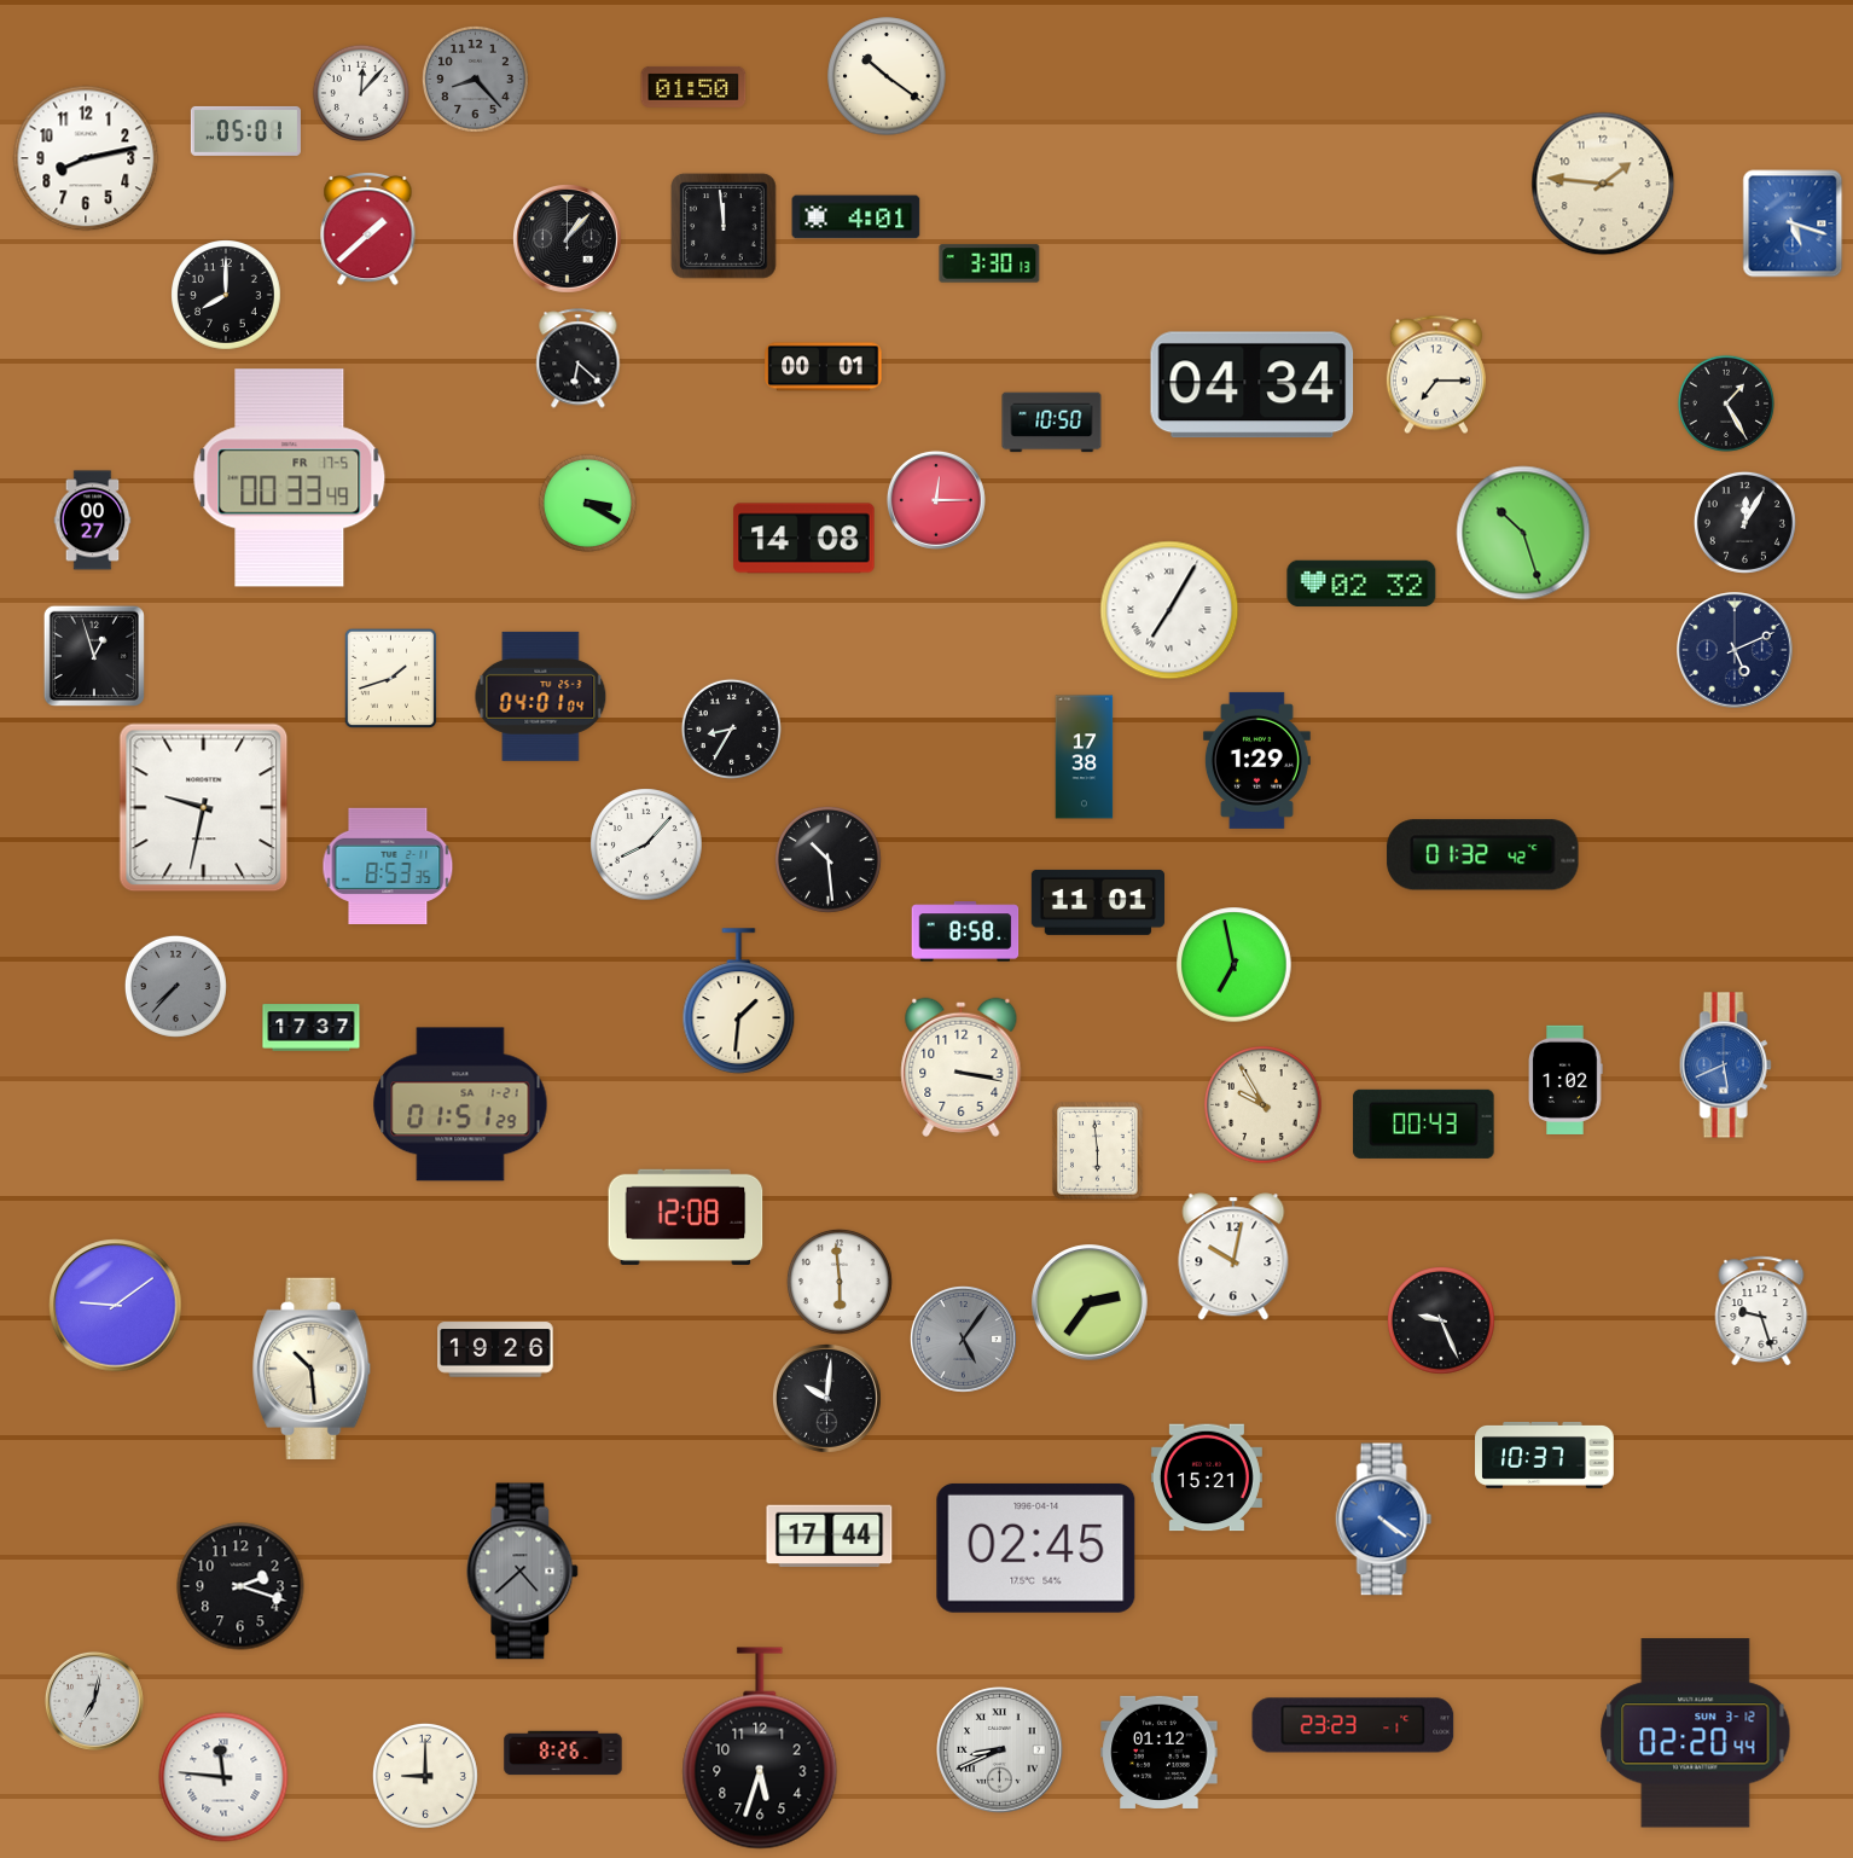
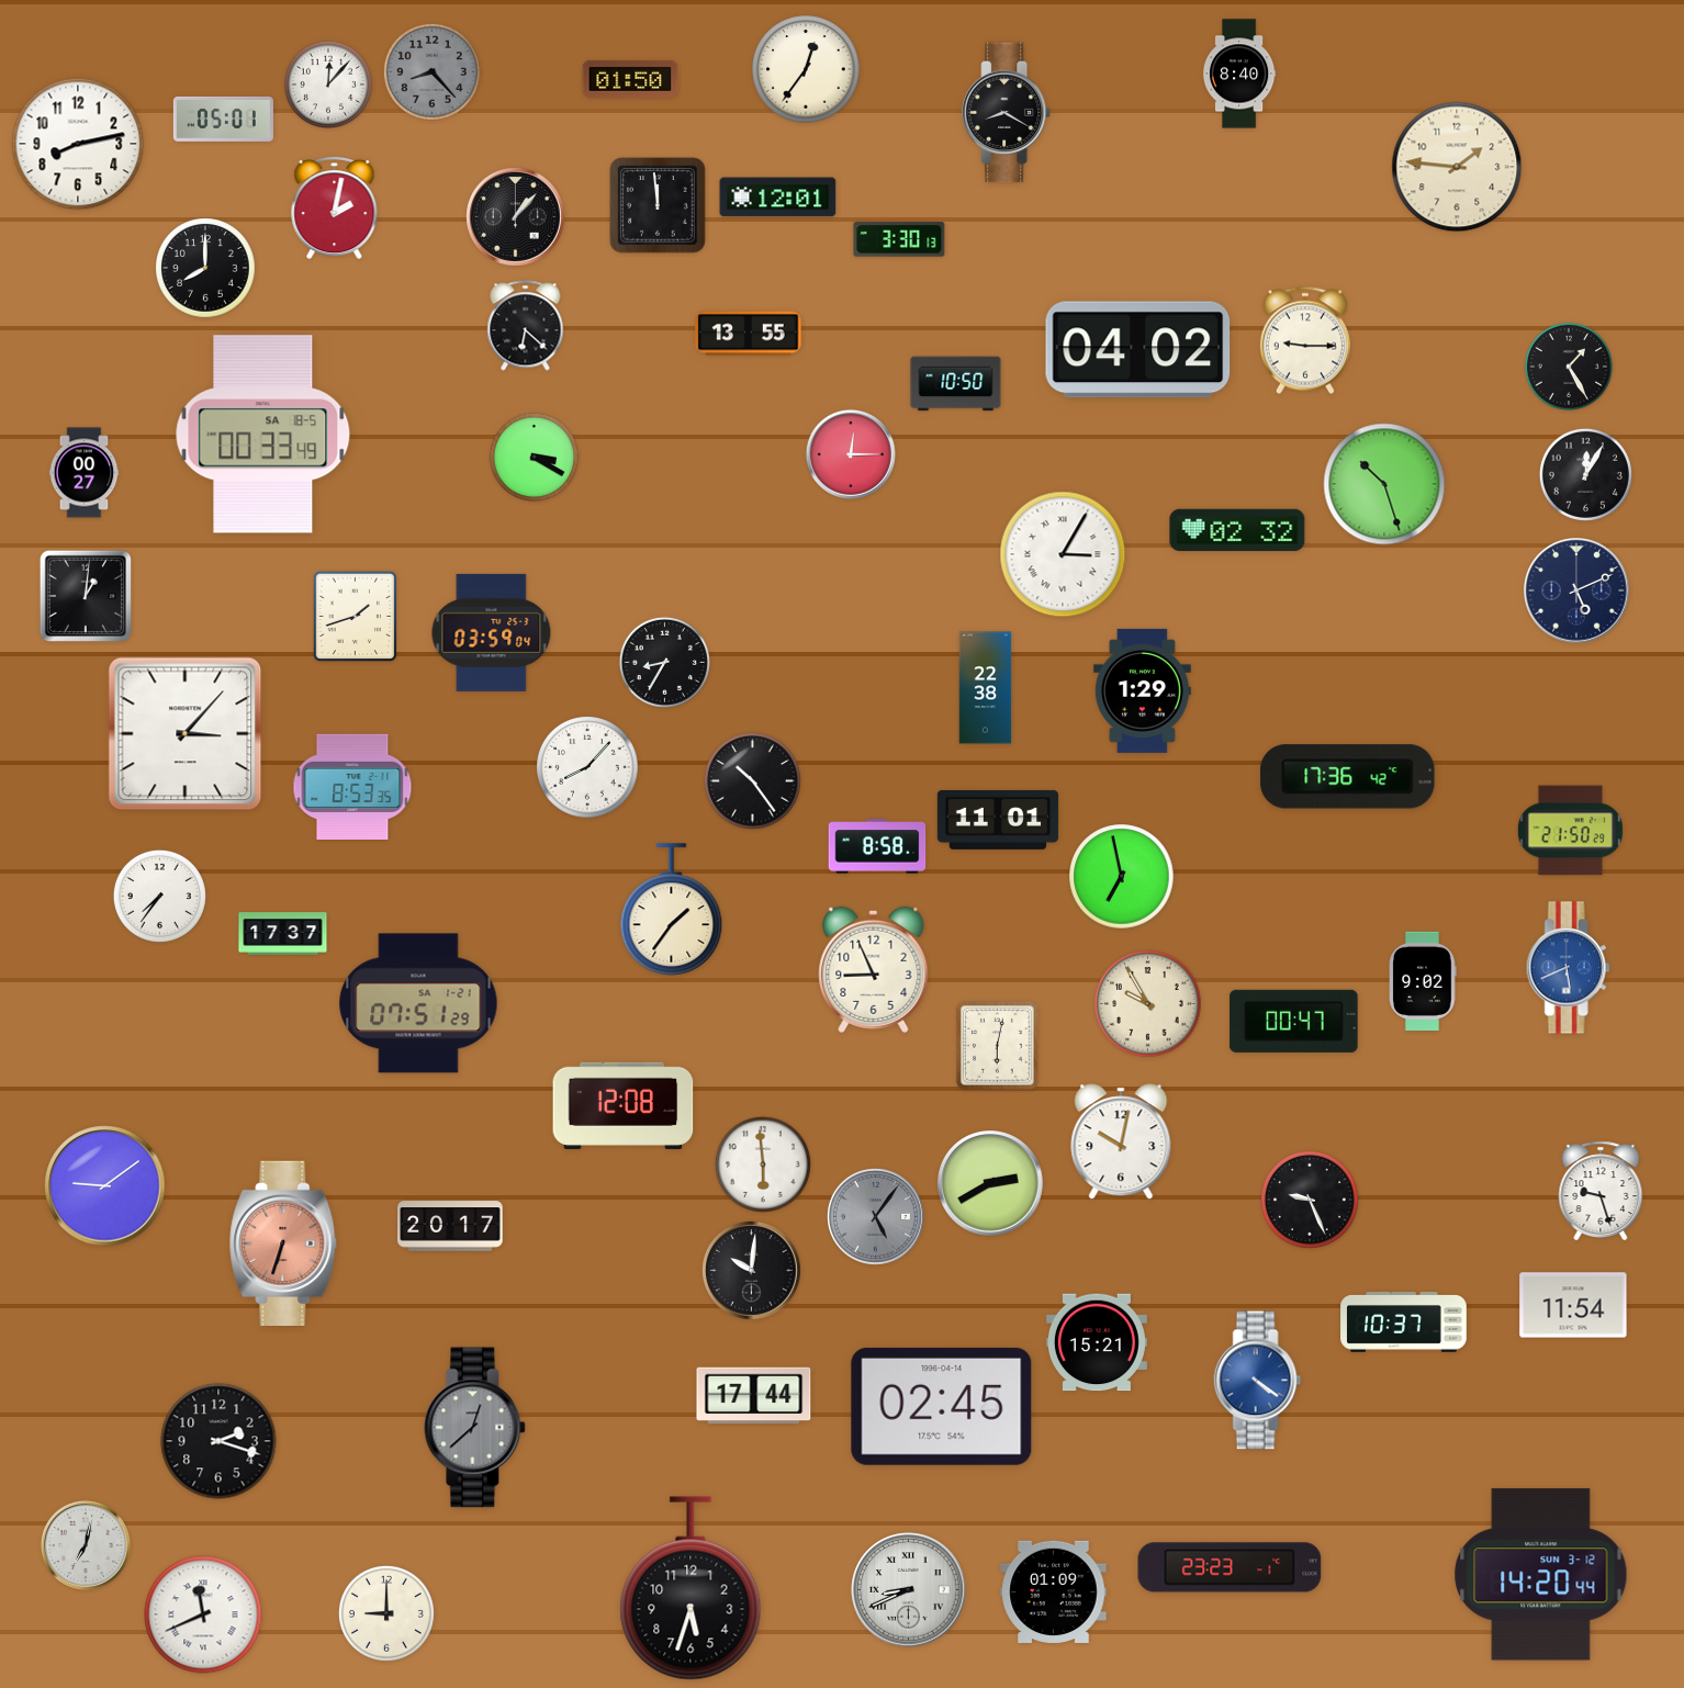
clock at (887, 76): 10:21 -> 12:36
clock at (1239, 74): none -> 8:40
clock at (1007, 113): none -> 8:20
clock at (856, 217): 4:01 -> 12:01
clock at (1793, 223): 5:18 -> none
clock at (368, 228): 1:38 -> 2:02
clock at (824, 367): 00:01 -> 13:55
clock at (1436, 374): 7:15 -> 9:15
clock at (1253, 385): 04:34 -> 04:02
clock at (290, 478) date: FR 17-5 -> SA 18-5
clock at (804, 539): 14:08 -> none
clock at (1169, 610): 7:05 -> 3:05
clock at (94, 656): 12:57 -> 1:01
clock at (541, 696): 04:01 -> 03:59
clock at (1085, 757): 17:38 -> 22:38
clock at (204, 808): 9:32 -> 3:07
clock at (1483, 855): 01:32 -> 17:36
clock at (827, 859): 10:29 -> 10:24
clock at (1570, 831): none -> 21:50
clock at (175, 986): 7:37 -> 7:36
clock at (175, 986) dial: grey -> white
clock at (739, 1001): 1:31 -> 1:36
clock at (962, 1067): 3:17 -> 8:56
clock at (1566, 1080): 1:02 -> 9:02
clock at (460, 1104): 01:51 -> 07:51
clock at (1424, 1123): 00:43 -> 00:47
clock at (1098, 1151): 5:59 -> 6:02
clock at (1090, 1302): 2:36 -> 2:40
clock at (495, 1349): 19:26 -> 20:17
clock at (312, 1369): 10:29 -> 6:33
clock at (312, 1369) dial: cream -> salmon
clock at (1573, 1305): none -> 11:54
clock at (523, 1572): 4:38 -> 12:38
clock at (1696, 1734): 02:20 -> 14:20
clock at (1160, 1752): 01:12 -> 01:09
clock at (563, 1753): 8:26 -> none
clock at (223, 1777): 11:46 -> 11:41
